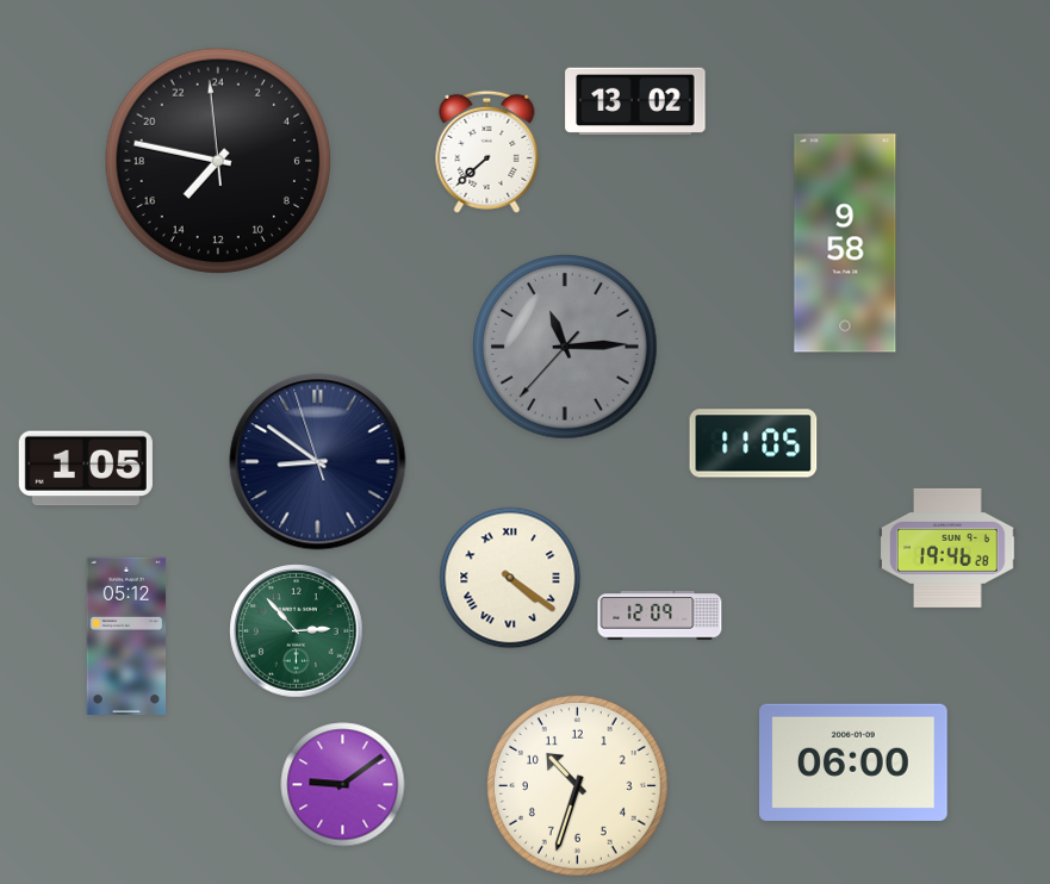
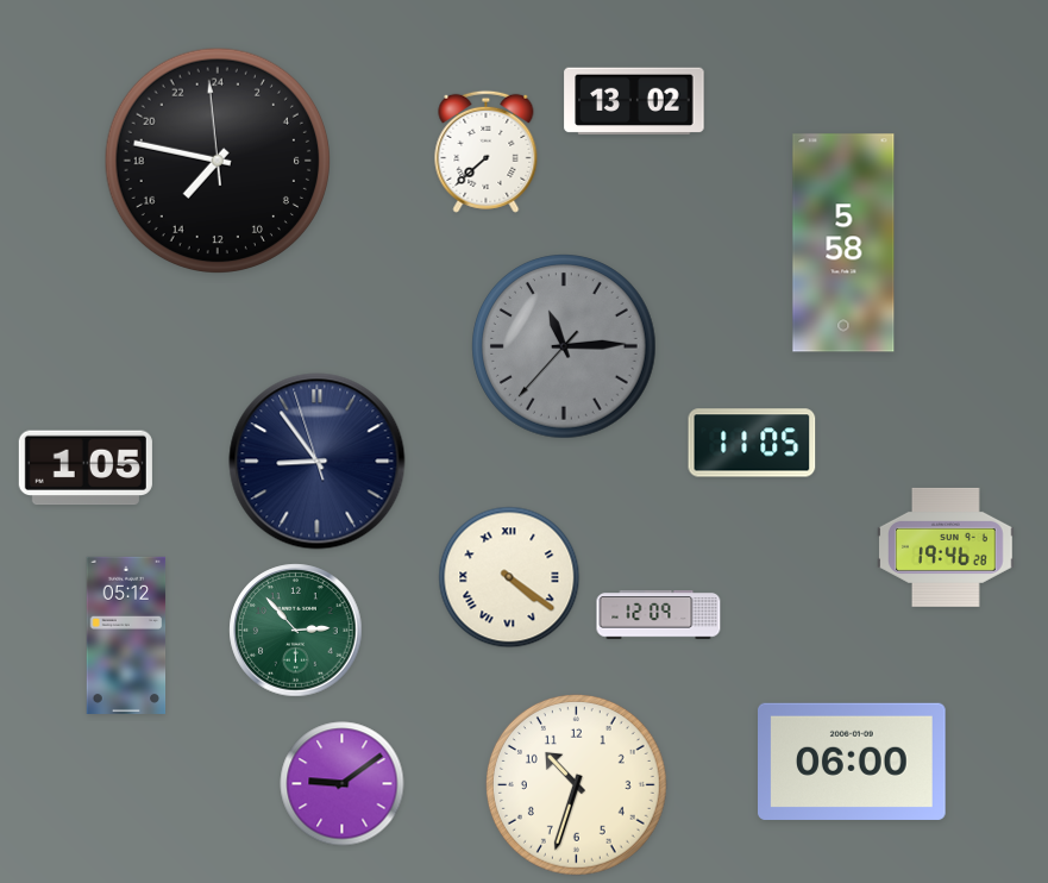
clock at (845, 243): 9:58 -> 5:58
clock at (318, 462): 8:50 -> 8:53
